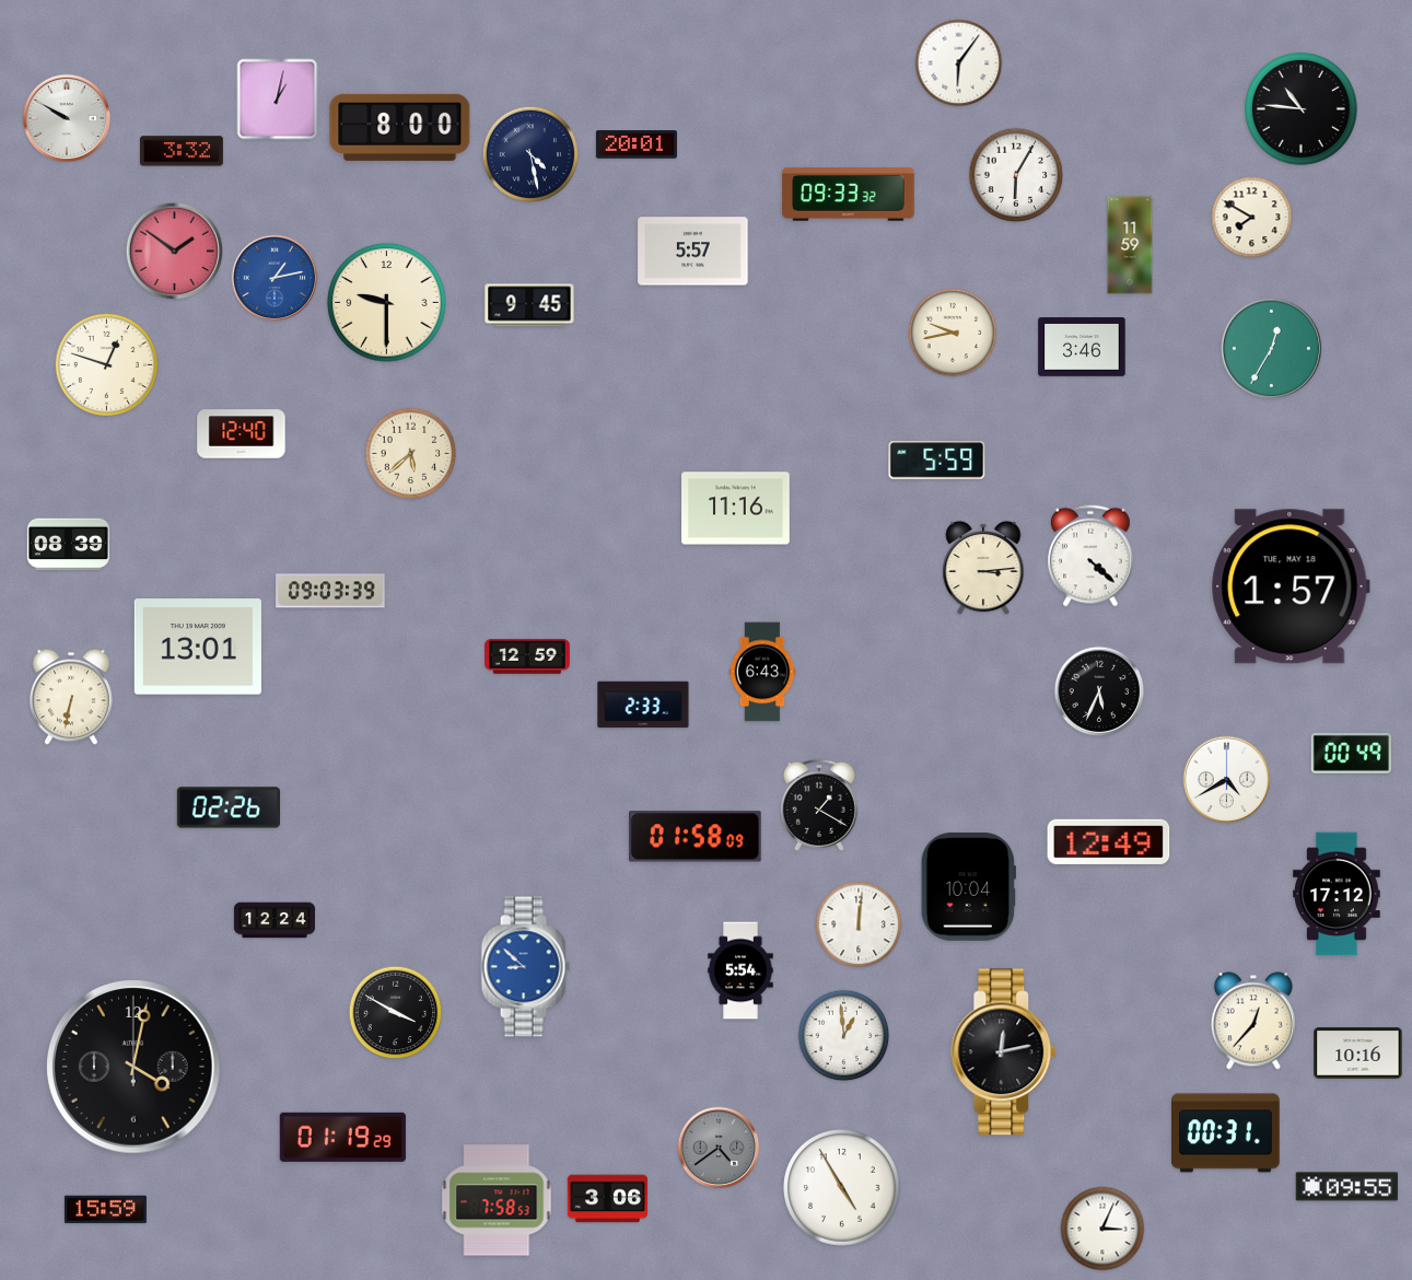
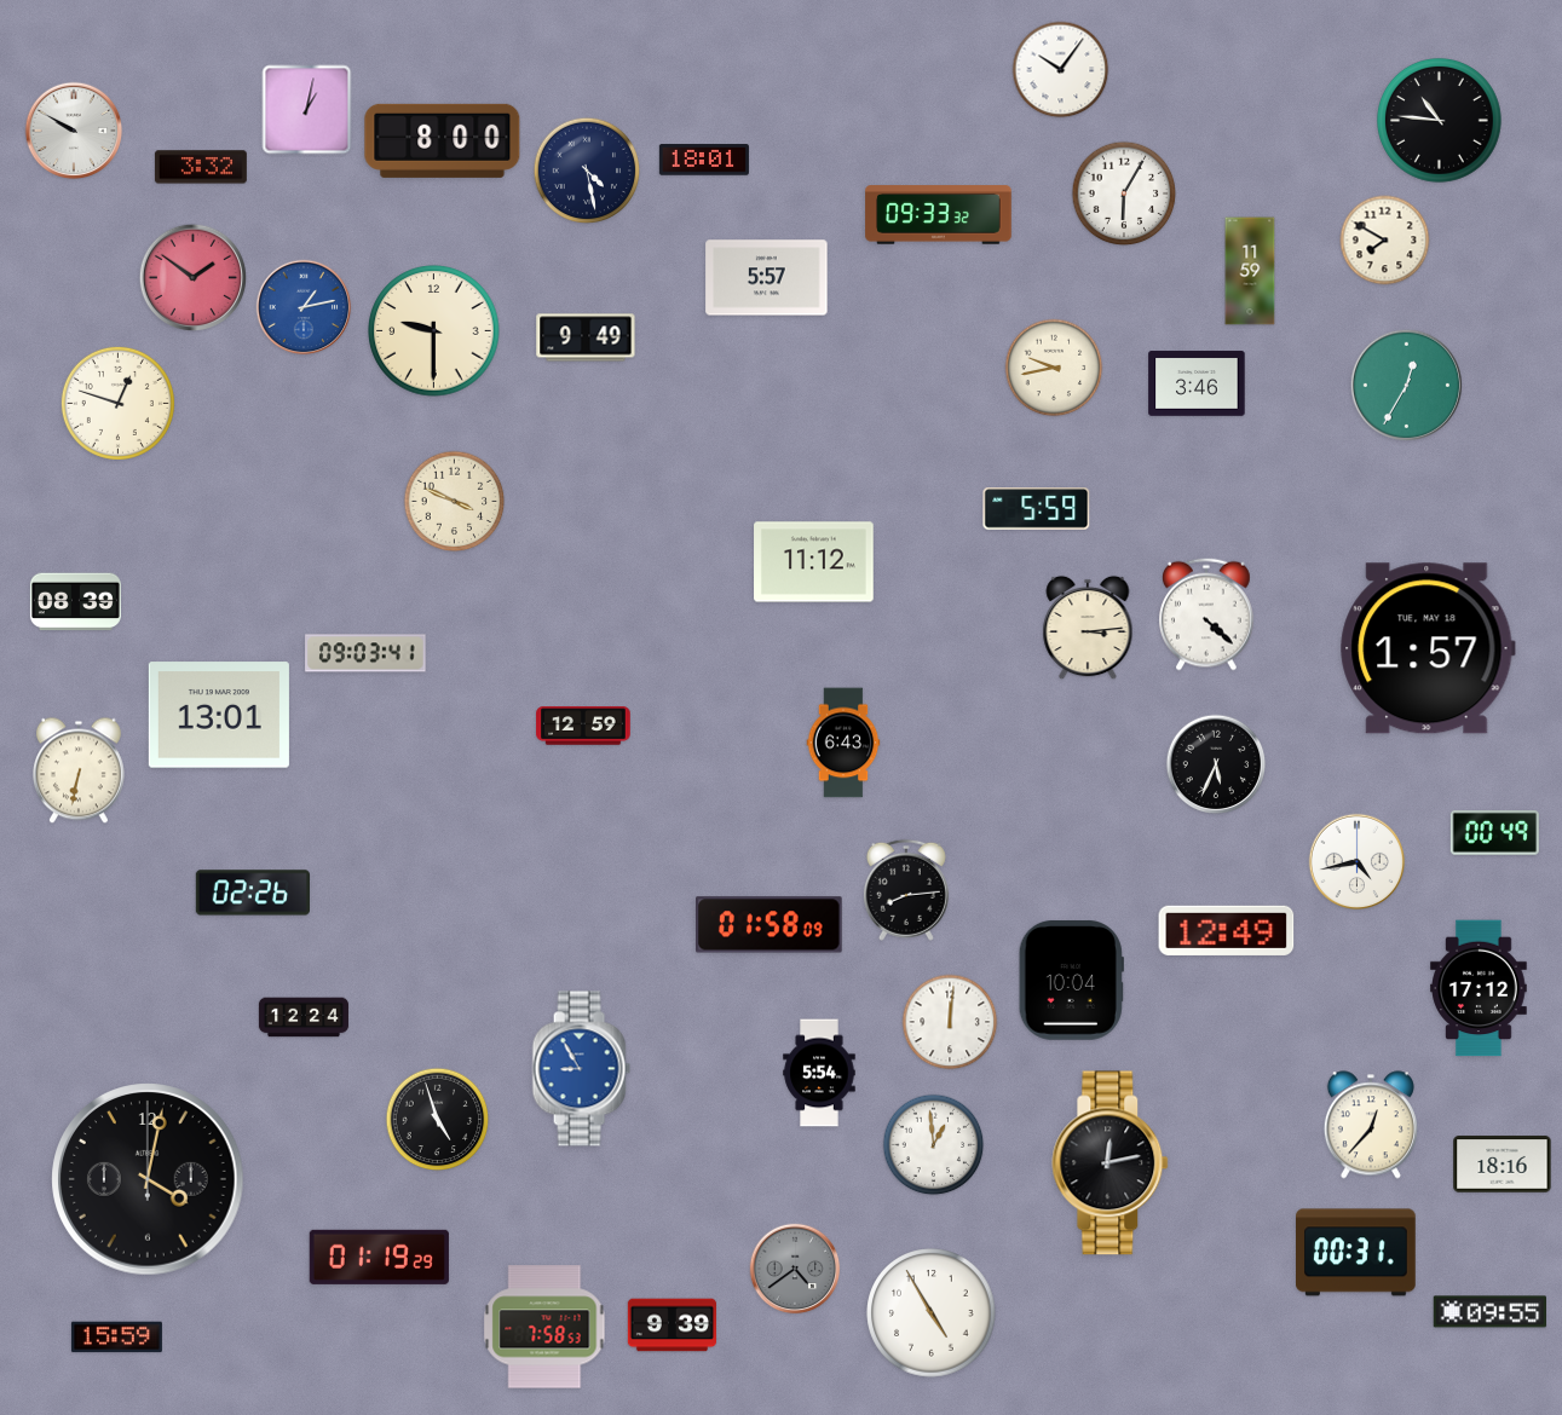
clock at (959, 63): 6:06 -> 10:06
clock at (637, 144): 20:01 -> 18:01
clock at (387, 303) position: (387, 303) -> (434, 331)
clock at (529, 305): 9:45 -> 9:49
clock at (242, 434): 12:40 -> none
clock at (411, 454): 5:38 -> 3:49
clock at (736, 509): 11:16 -> 11:12
clock at (330, 591): 09:03:39 -> 09:03:41
clock at (643, 705): 2:33 -> none
clock at (1227, 780): 4:40 -> 4:43
clock at (819, 805): 1:20 -> 8:14
clock at (525, 967): 8:52 -> 8:55
clock at (396, 1013): 3:50 -> 4:57
clock at (1253, 1021) position: (1253, 1021) -> (1371, 1125)
clock at (1358, 1054): 10:16 -> 18:16
clock at (607, 1199): 3:06 -> 9:39
clock at (497, 1200) position: (497, 1200) -> (544, 1327)
clock at (1102, 1229): 3:04 -> none
